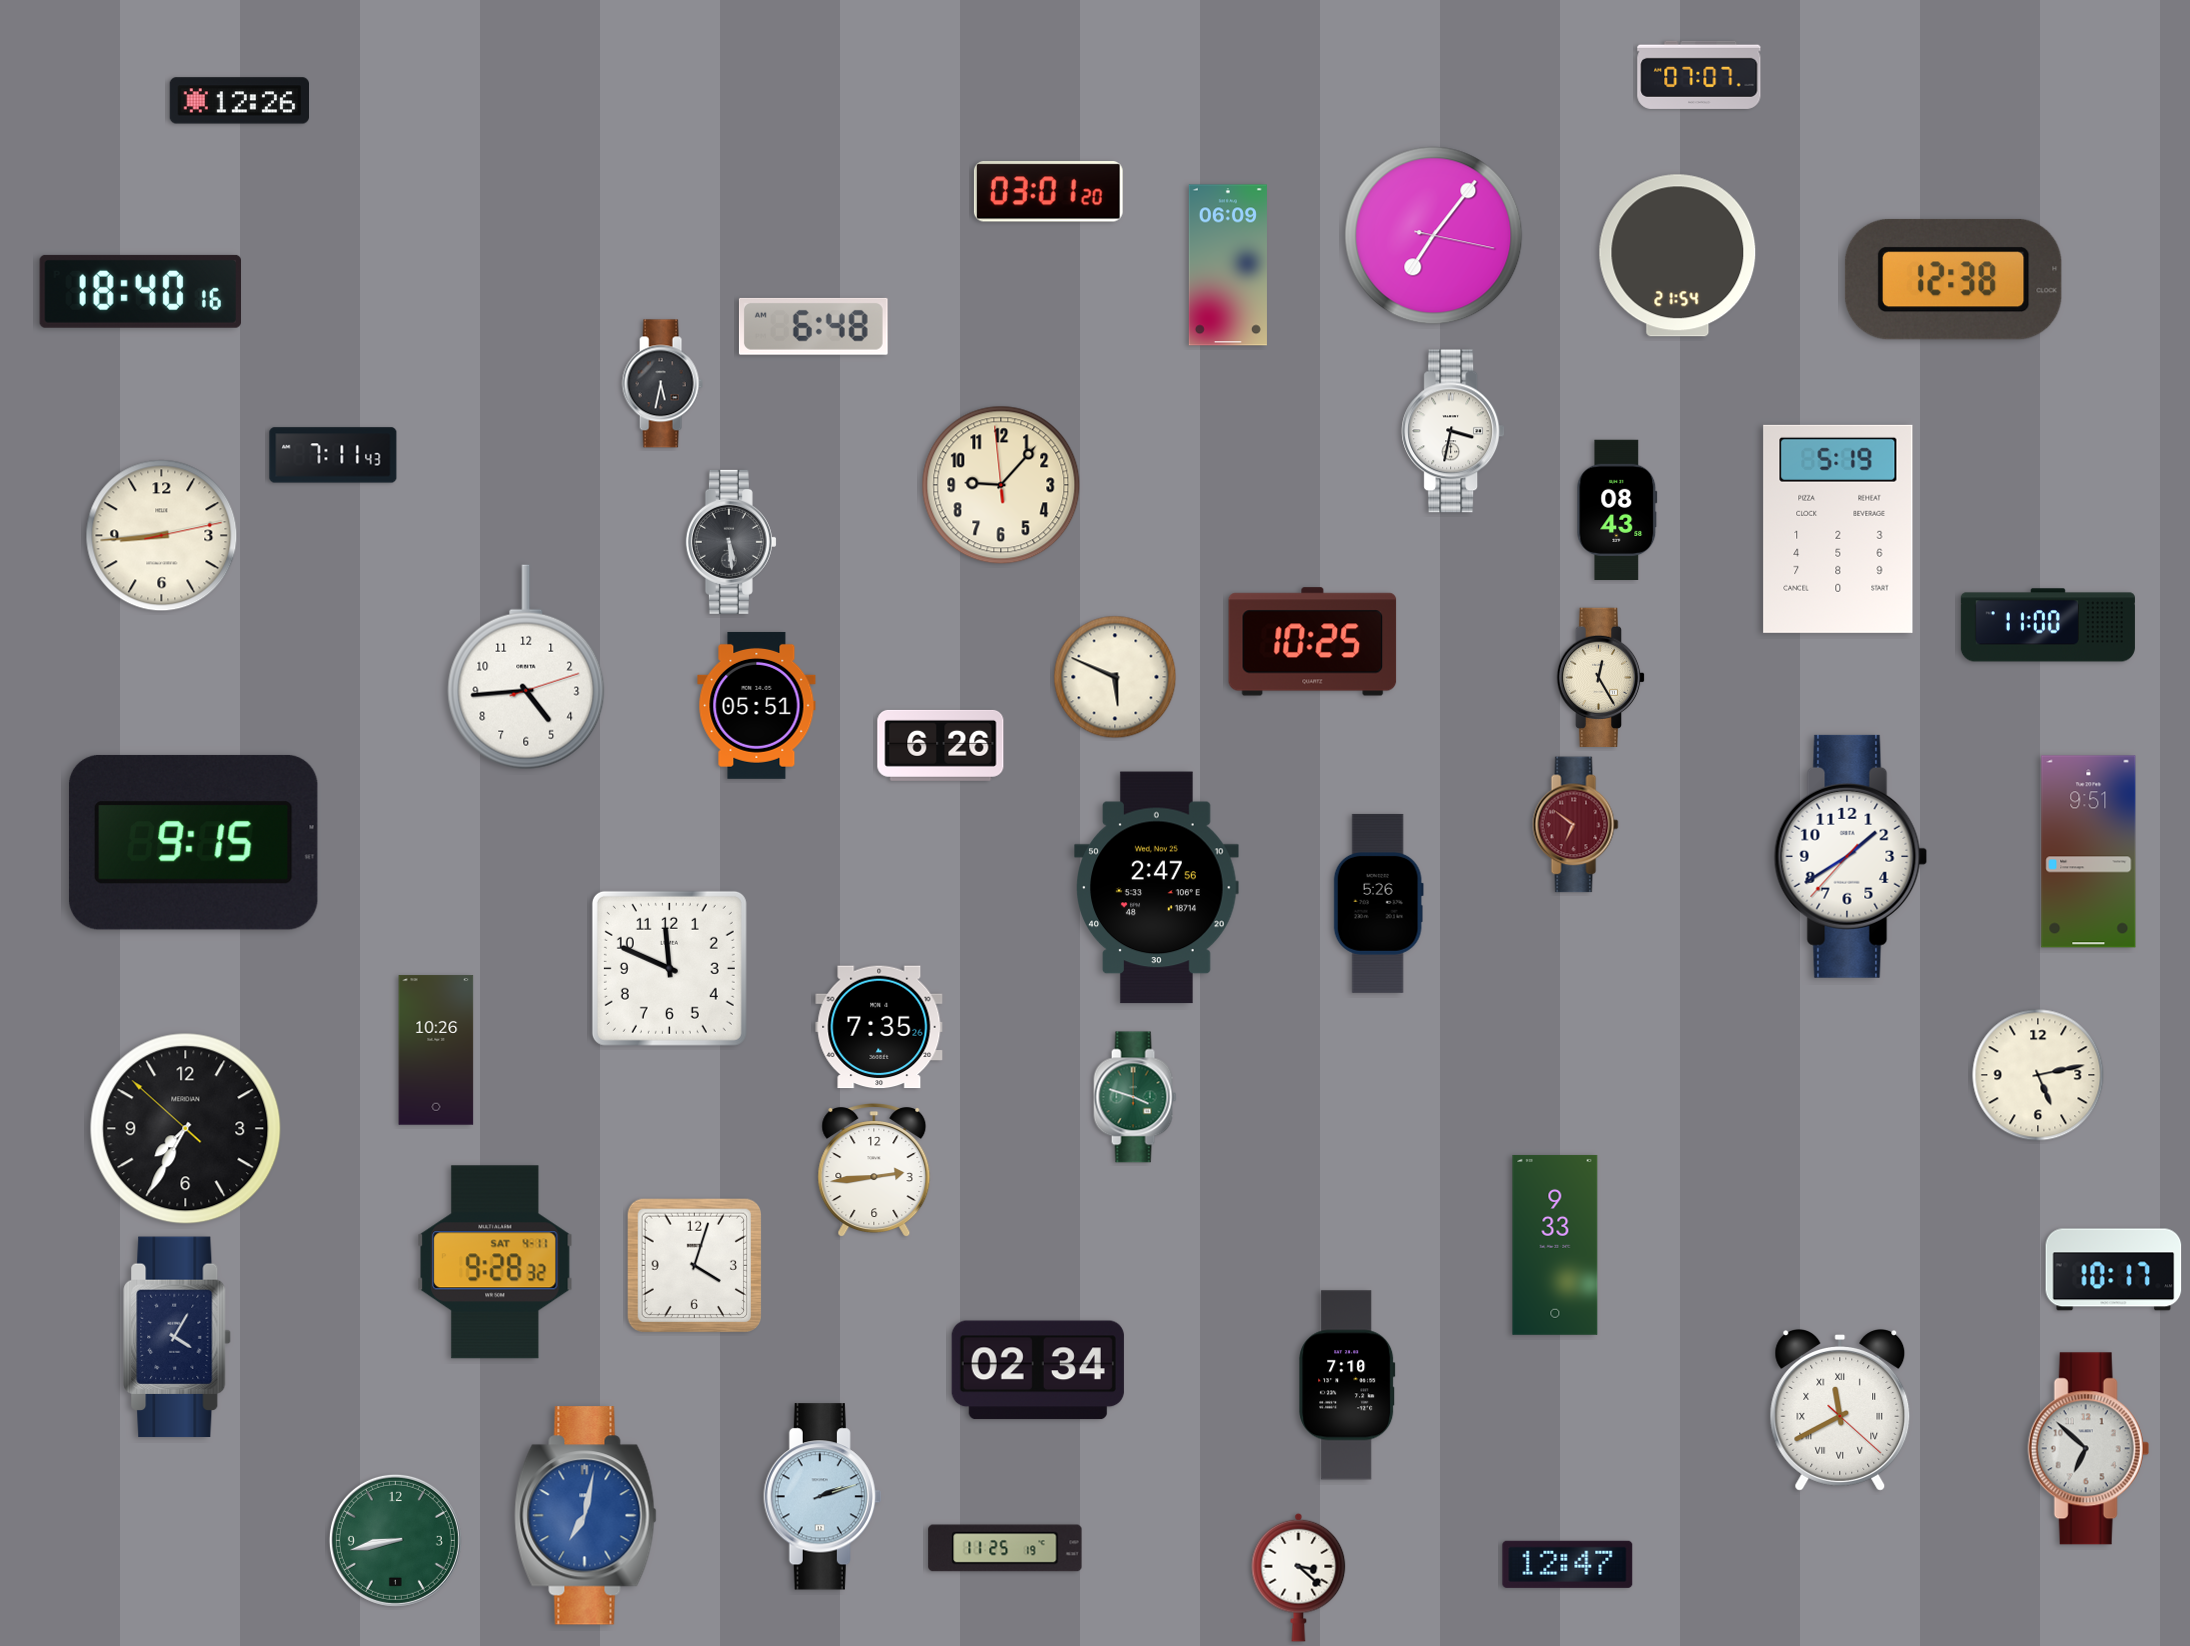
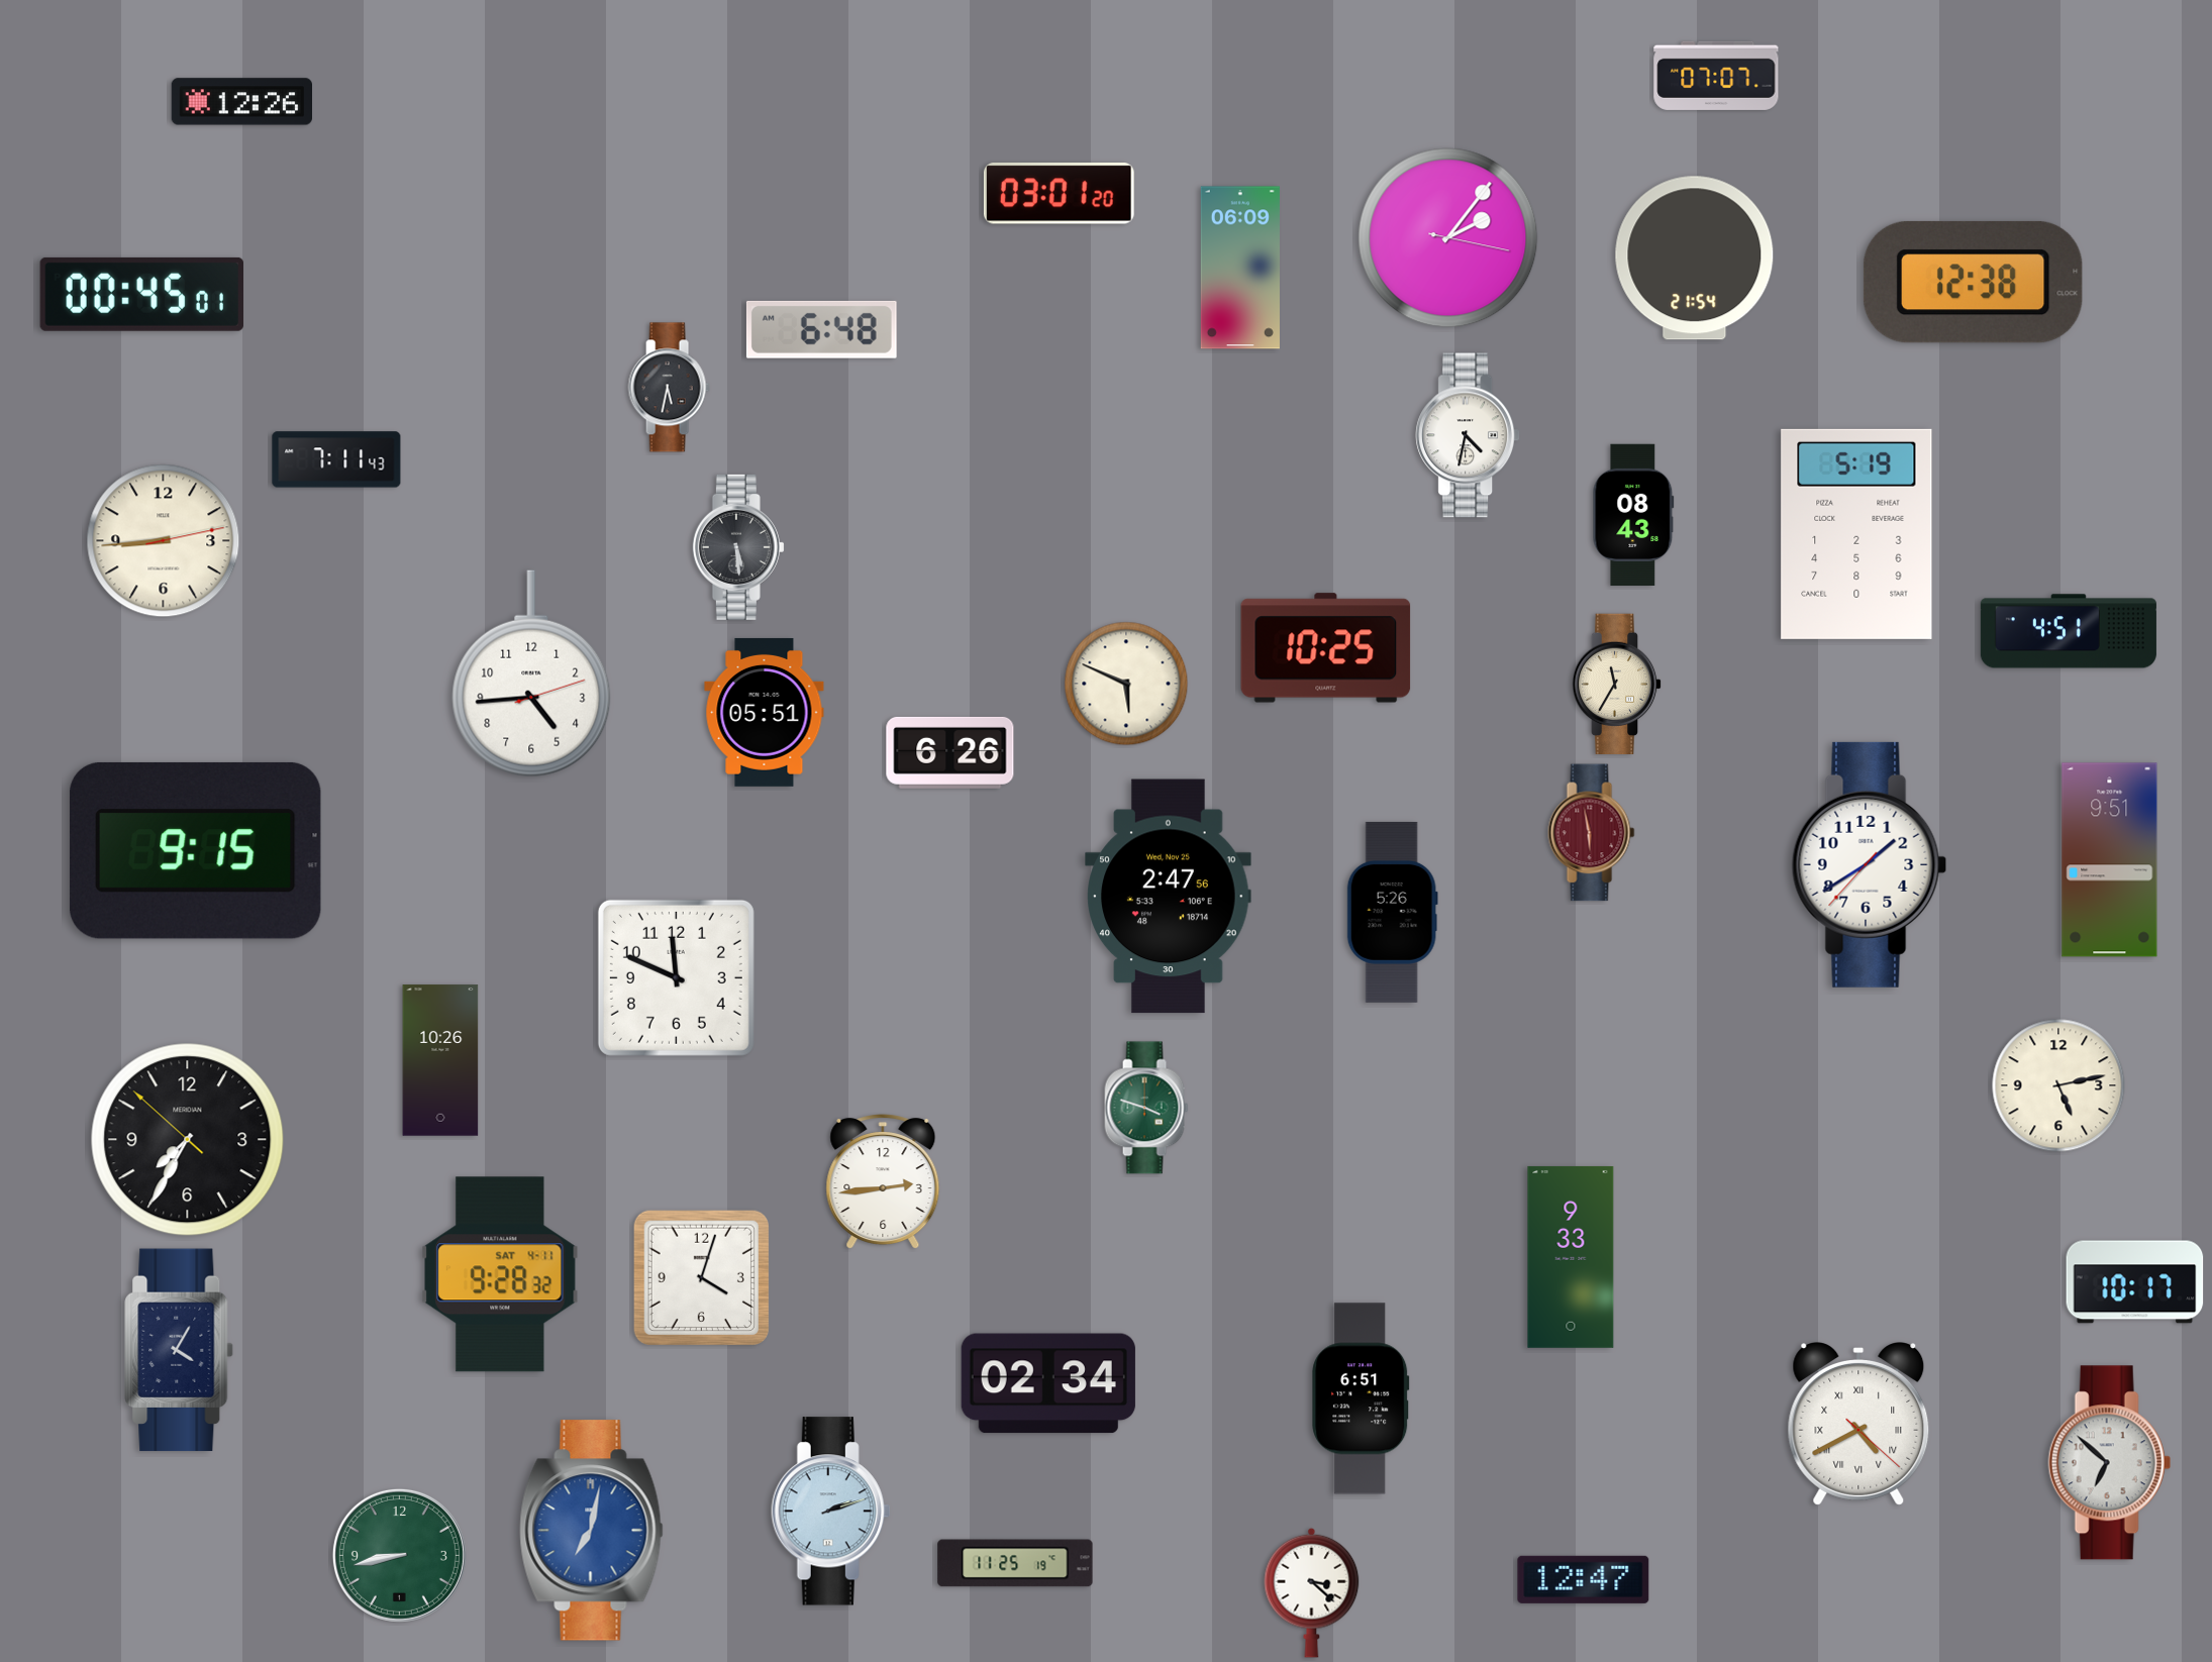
clock at (1434, 236): 7:06 -> 2:06
clock at (140, 291): 18:40 -> 00:45
clock at (1453, 431): 3:32 -> 4:32
clock at (1001, 485): 9:06 -> none
clock at (2048, 625): 11:00 -> 4:51
clock at (1601, 677): 12:25 -> 11:35
clock at (1576, 825): 6:51 -> 5:58
clock at (879, 1027): 7:35 -> none
clock at (1347, 1385): 7:10 -> 6:51
clock at (1840, 1411): 11:40 -> 4:40
